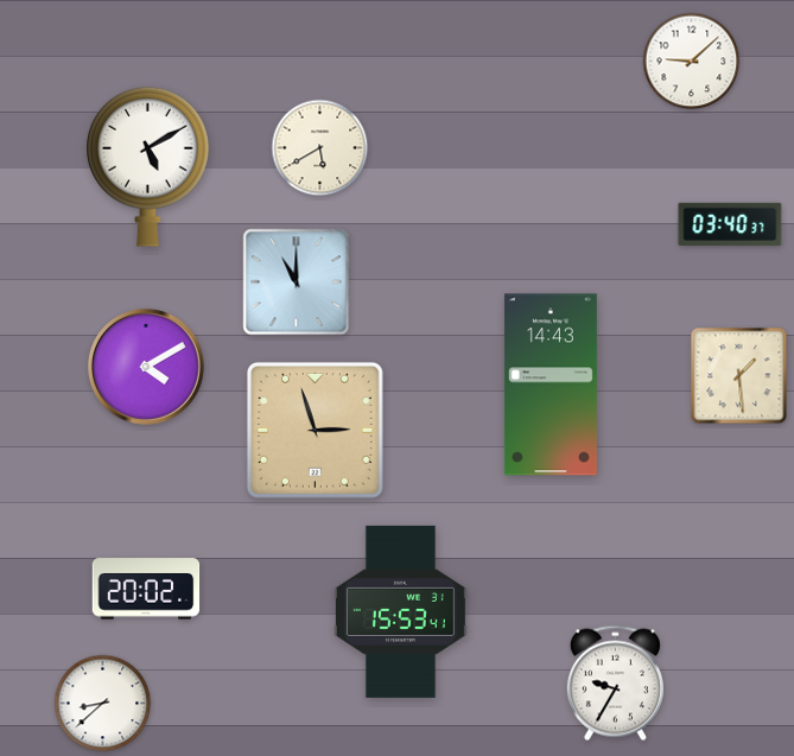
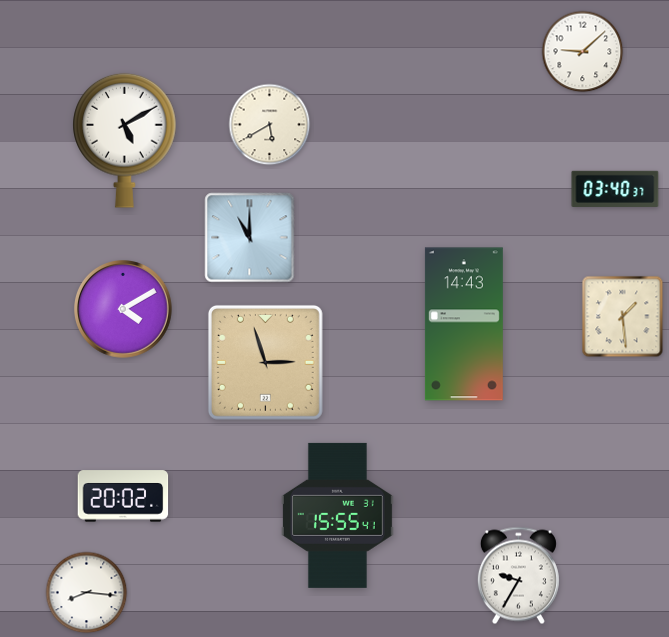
clock at (400, 611): 15:53 -> 15:55
clock at (103, 704): 8:38 -> 8:16
